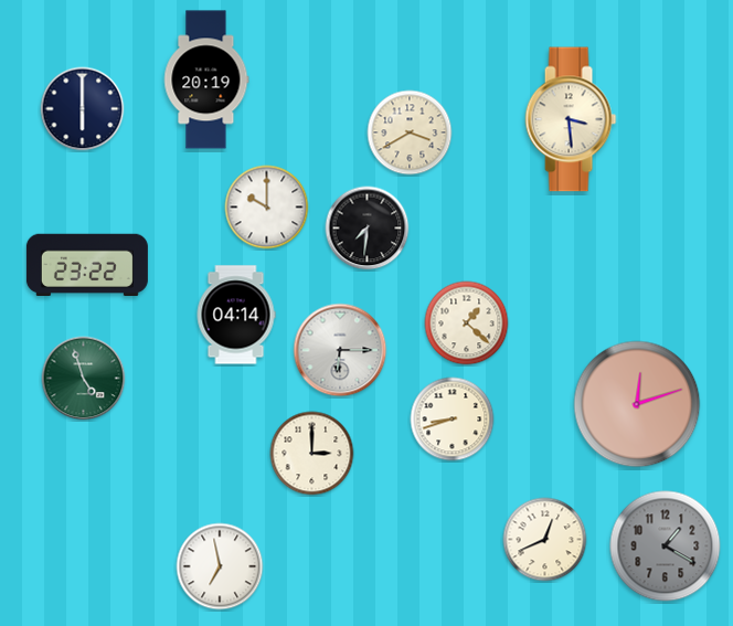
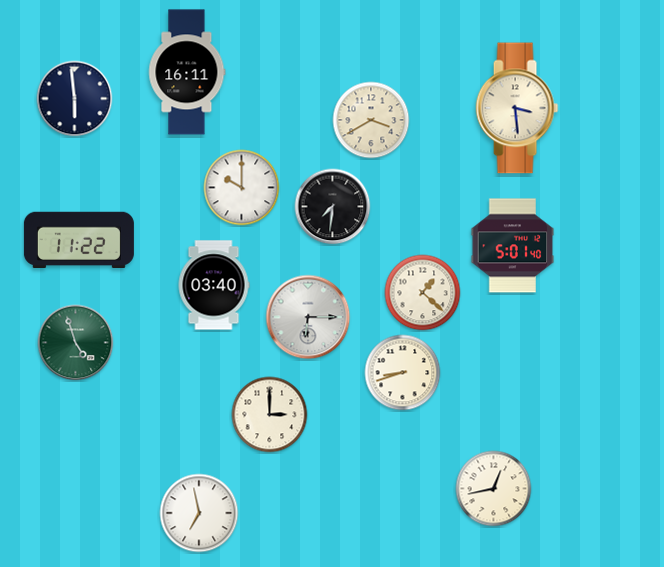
clock at (206, 79): 20:19 -> 16:11
clock at (83, 109): 6:00 -> 5:59
clock at (87, 265): 23:22 -> 11:22
clock at (513, 246): none -> 5:01
clock at (236, 315): 04:14 -> 03:40
clock at (637, 404): 12:12 -> none
clock at (453, 420) position: (453, 420) -> (403, 373)
clock at (312, 454) position: (312, 454) -> (270, 415)
clock at (545, 540): 12:41 -> 12:43
clock at (666, 547): 1:20 -> none
